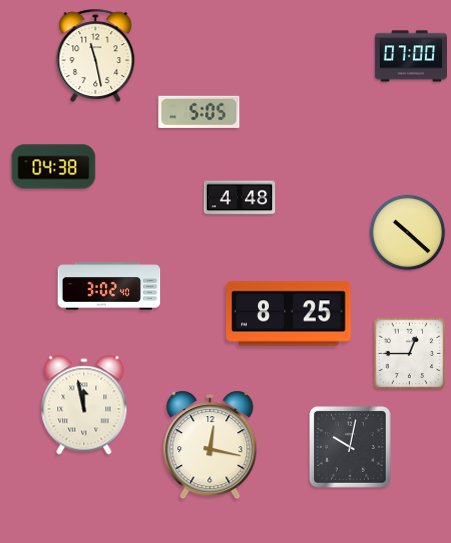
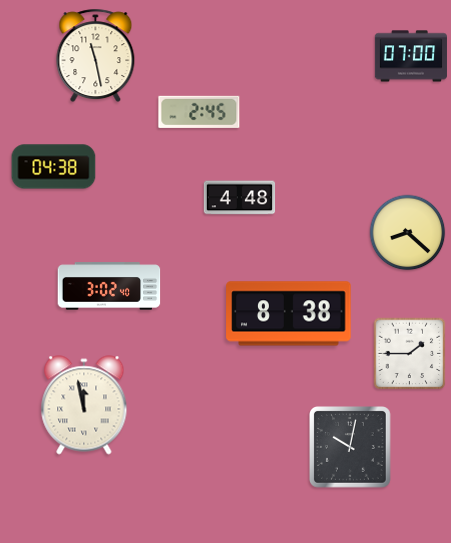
clock at (199, 112): 5:05 -> 2:45
clock at (408, 233): 10:22 -> 8:22
clock at (289, 314): 8:25 -> 8:38
clock at (410, 354): 12:45 -> 1:45
clock at (210, 445): 12:17 -> none
